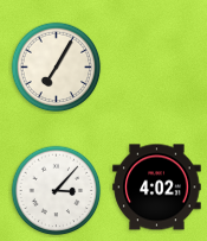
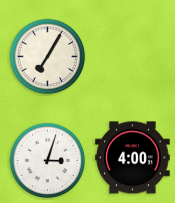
clock at (157, 188): 4:02 -> 4:00
clock at (57, 191): 3:07 -> 3:03
